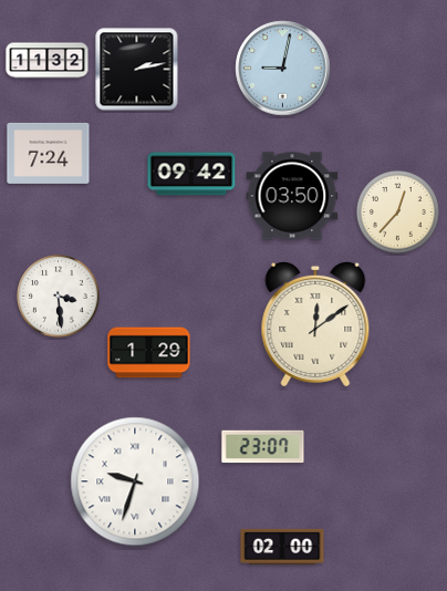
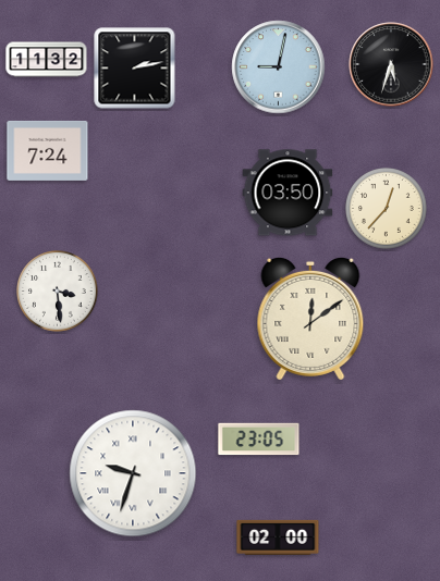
clock at (391, 64): none -> 5:33
clock at (191, 174): 09:42 -> none
clock at (398, 212) position: (398, 212) -> (387, 209)
clock at (149, 353): 1:29 -> none
clock at (263, 447): 23:07 -> 23:05
